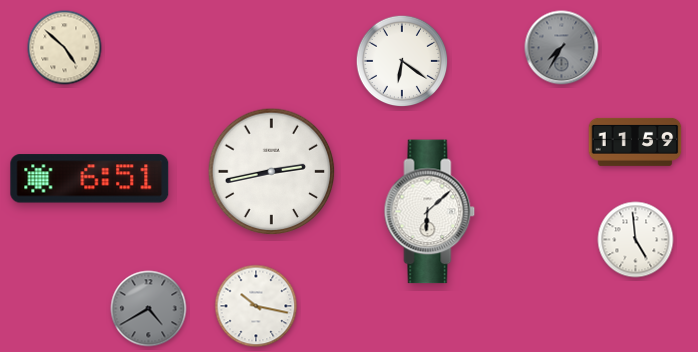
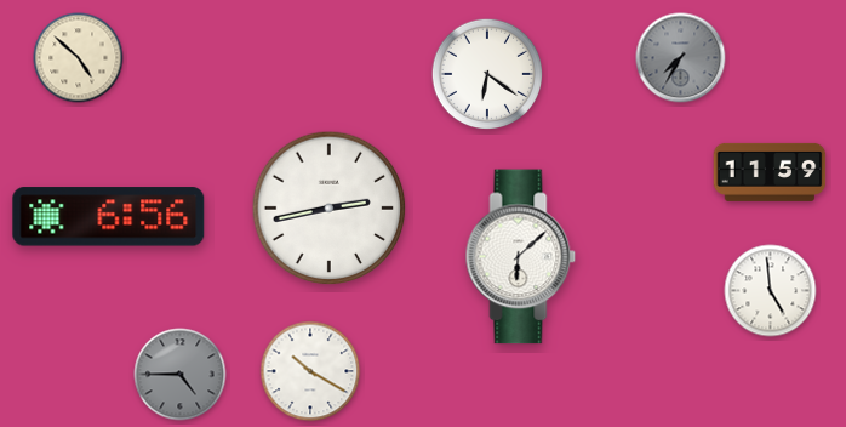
clock at (90, 179): 6:51 -> 6:56
clock at (256, 306): 10:17 -> 10:20
clock at (149, 309): 4:40 -> 4:45
